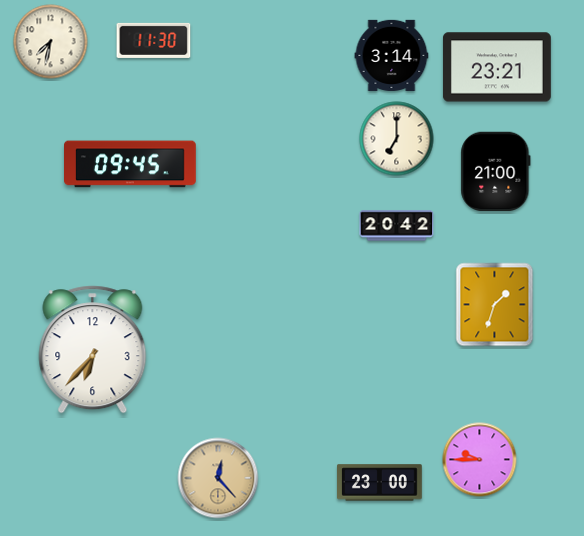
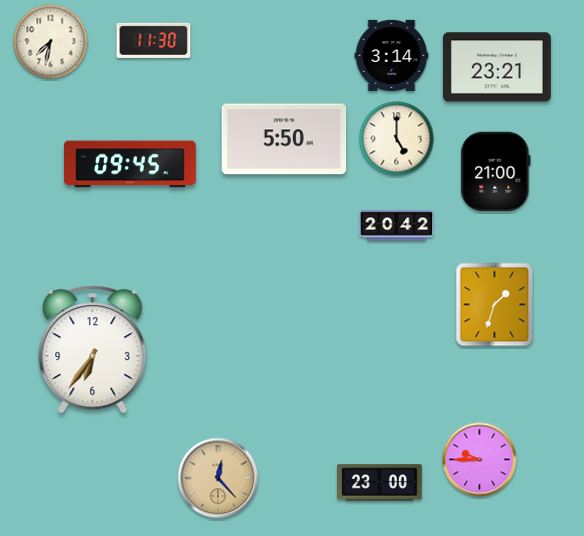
clock at (284, 139): none -> 5:50
clock at (397, 139): 7:00 -> 5:00
clock at (93, 350): 6:37 -> 6:36
